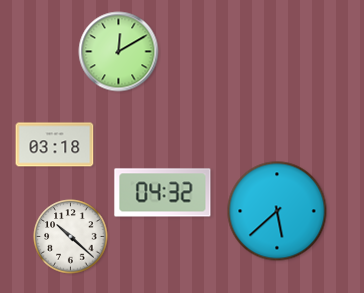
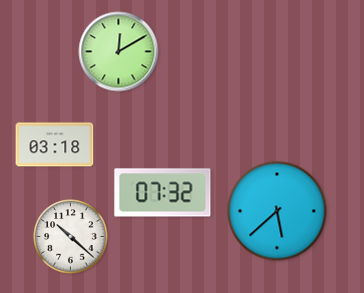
clock at (163, 193): 04:32 -> 07:32
